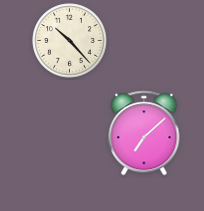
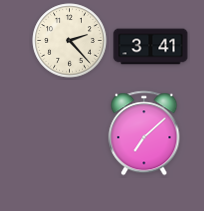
clock at (70, 41): 10:23 -> 2:23
clock at (151, 47): none -> 3:41
